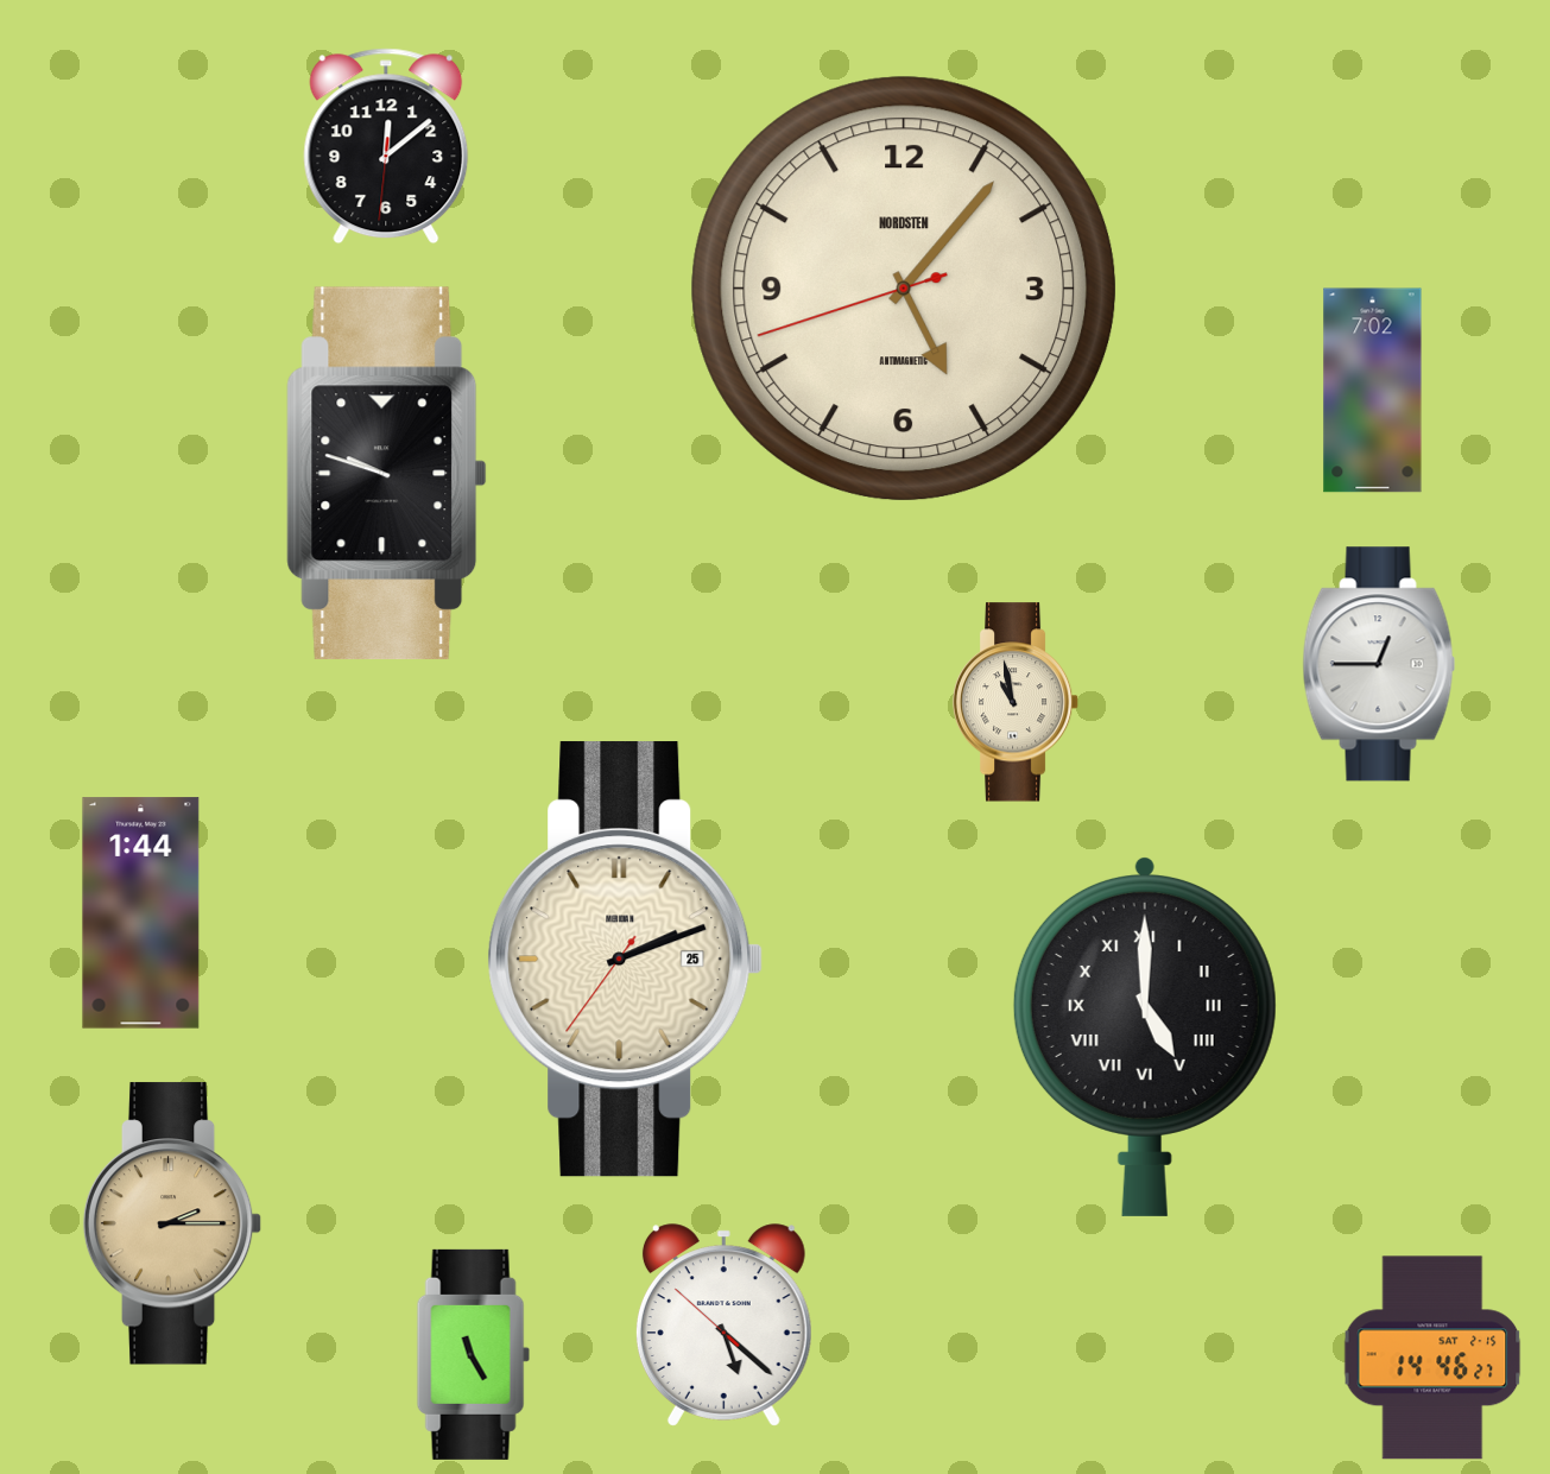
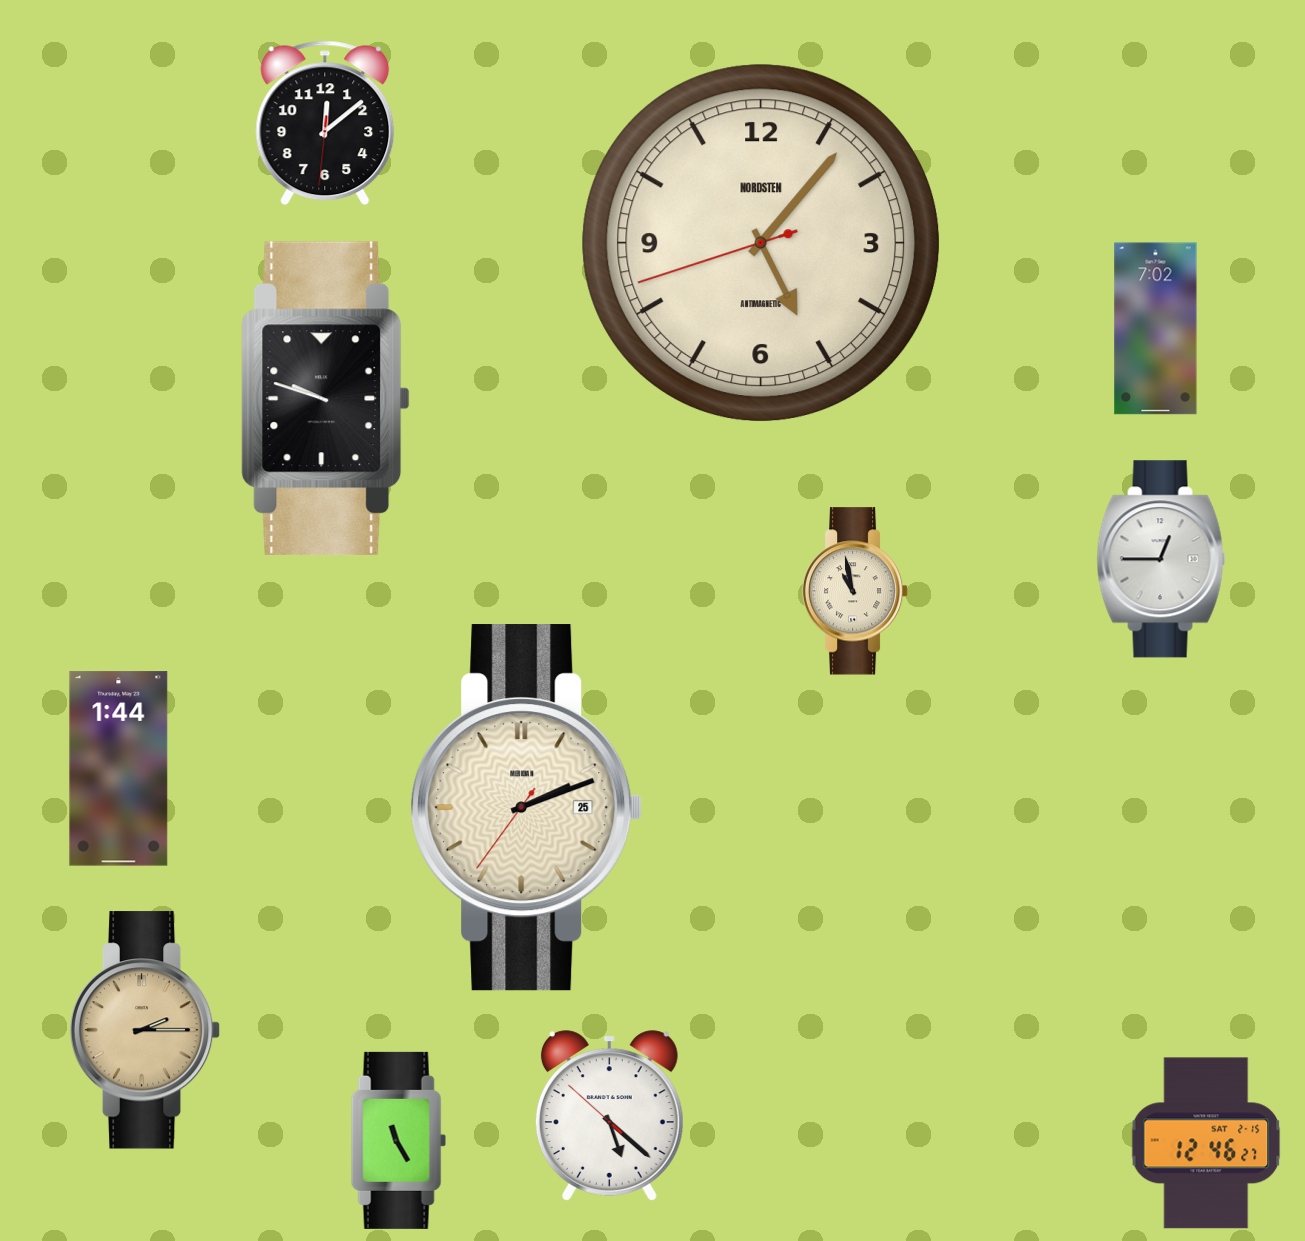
clock at (1145, 1036): 5:00 -> none
clock at (1432, 1358): 14:46 -> 12:46
